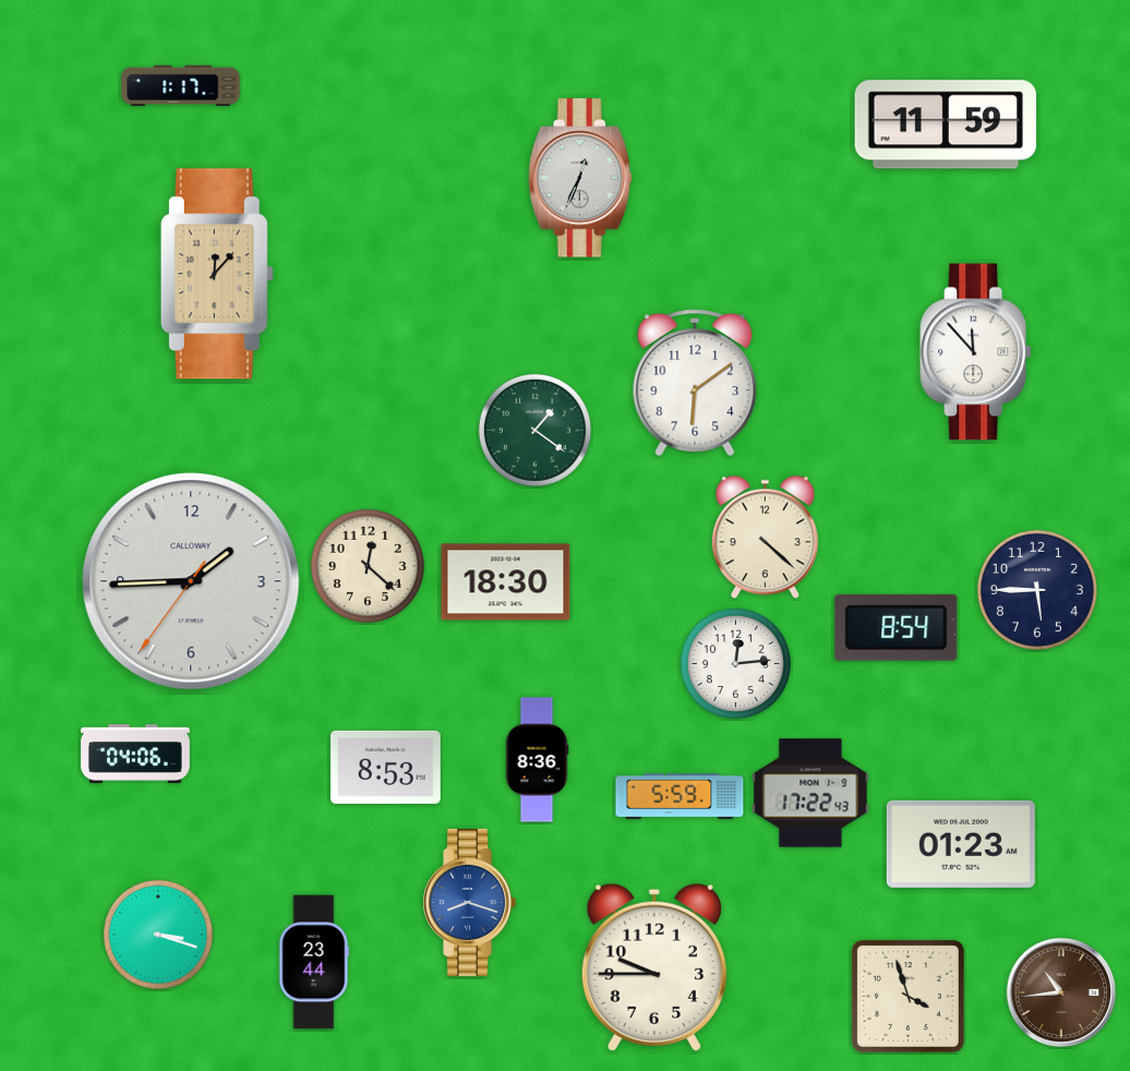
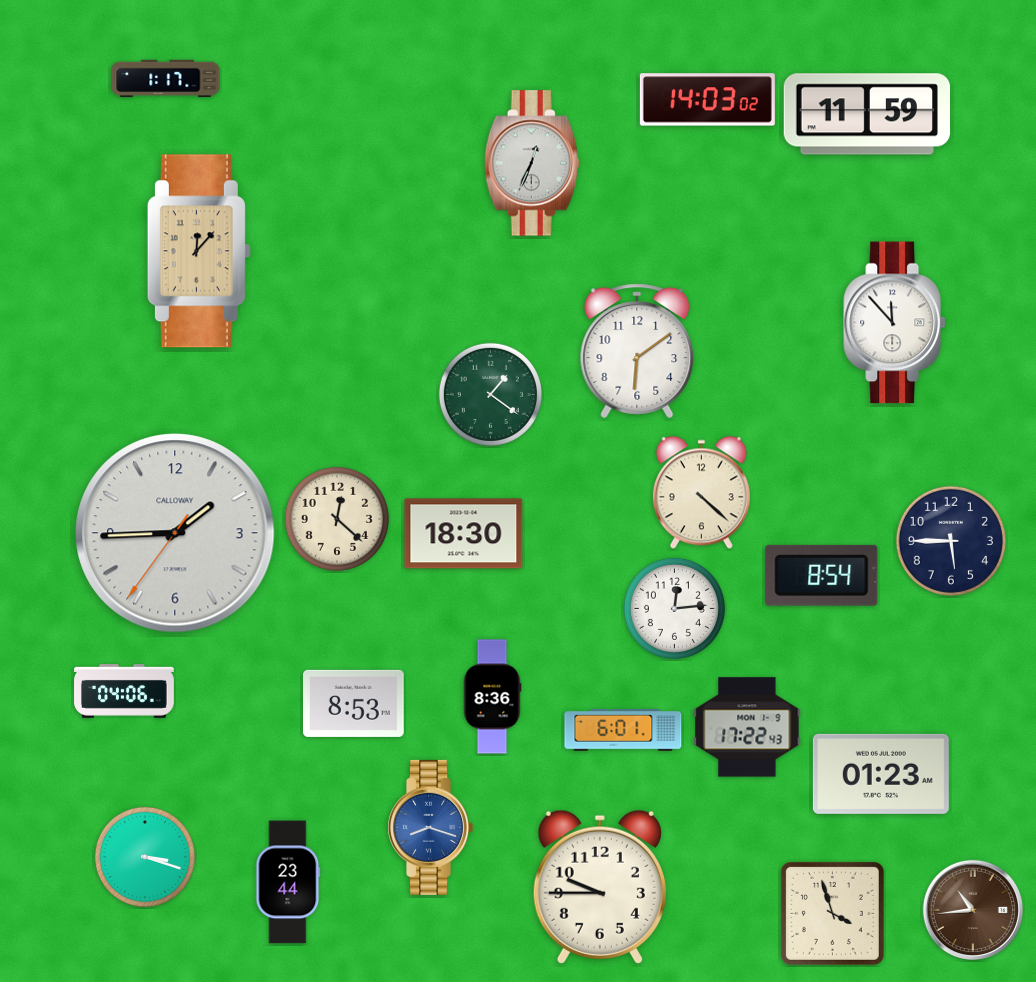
clock at (707, 100): none -> 14:03
clock at (810, 793) position: (810, 793) -> (747, 727)
clock at (680, 796): 5:59 -> 6:01
